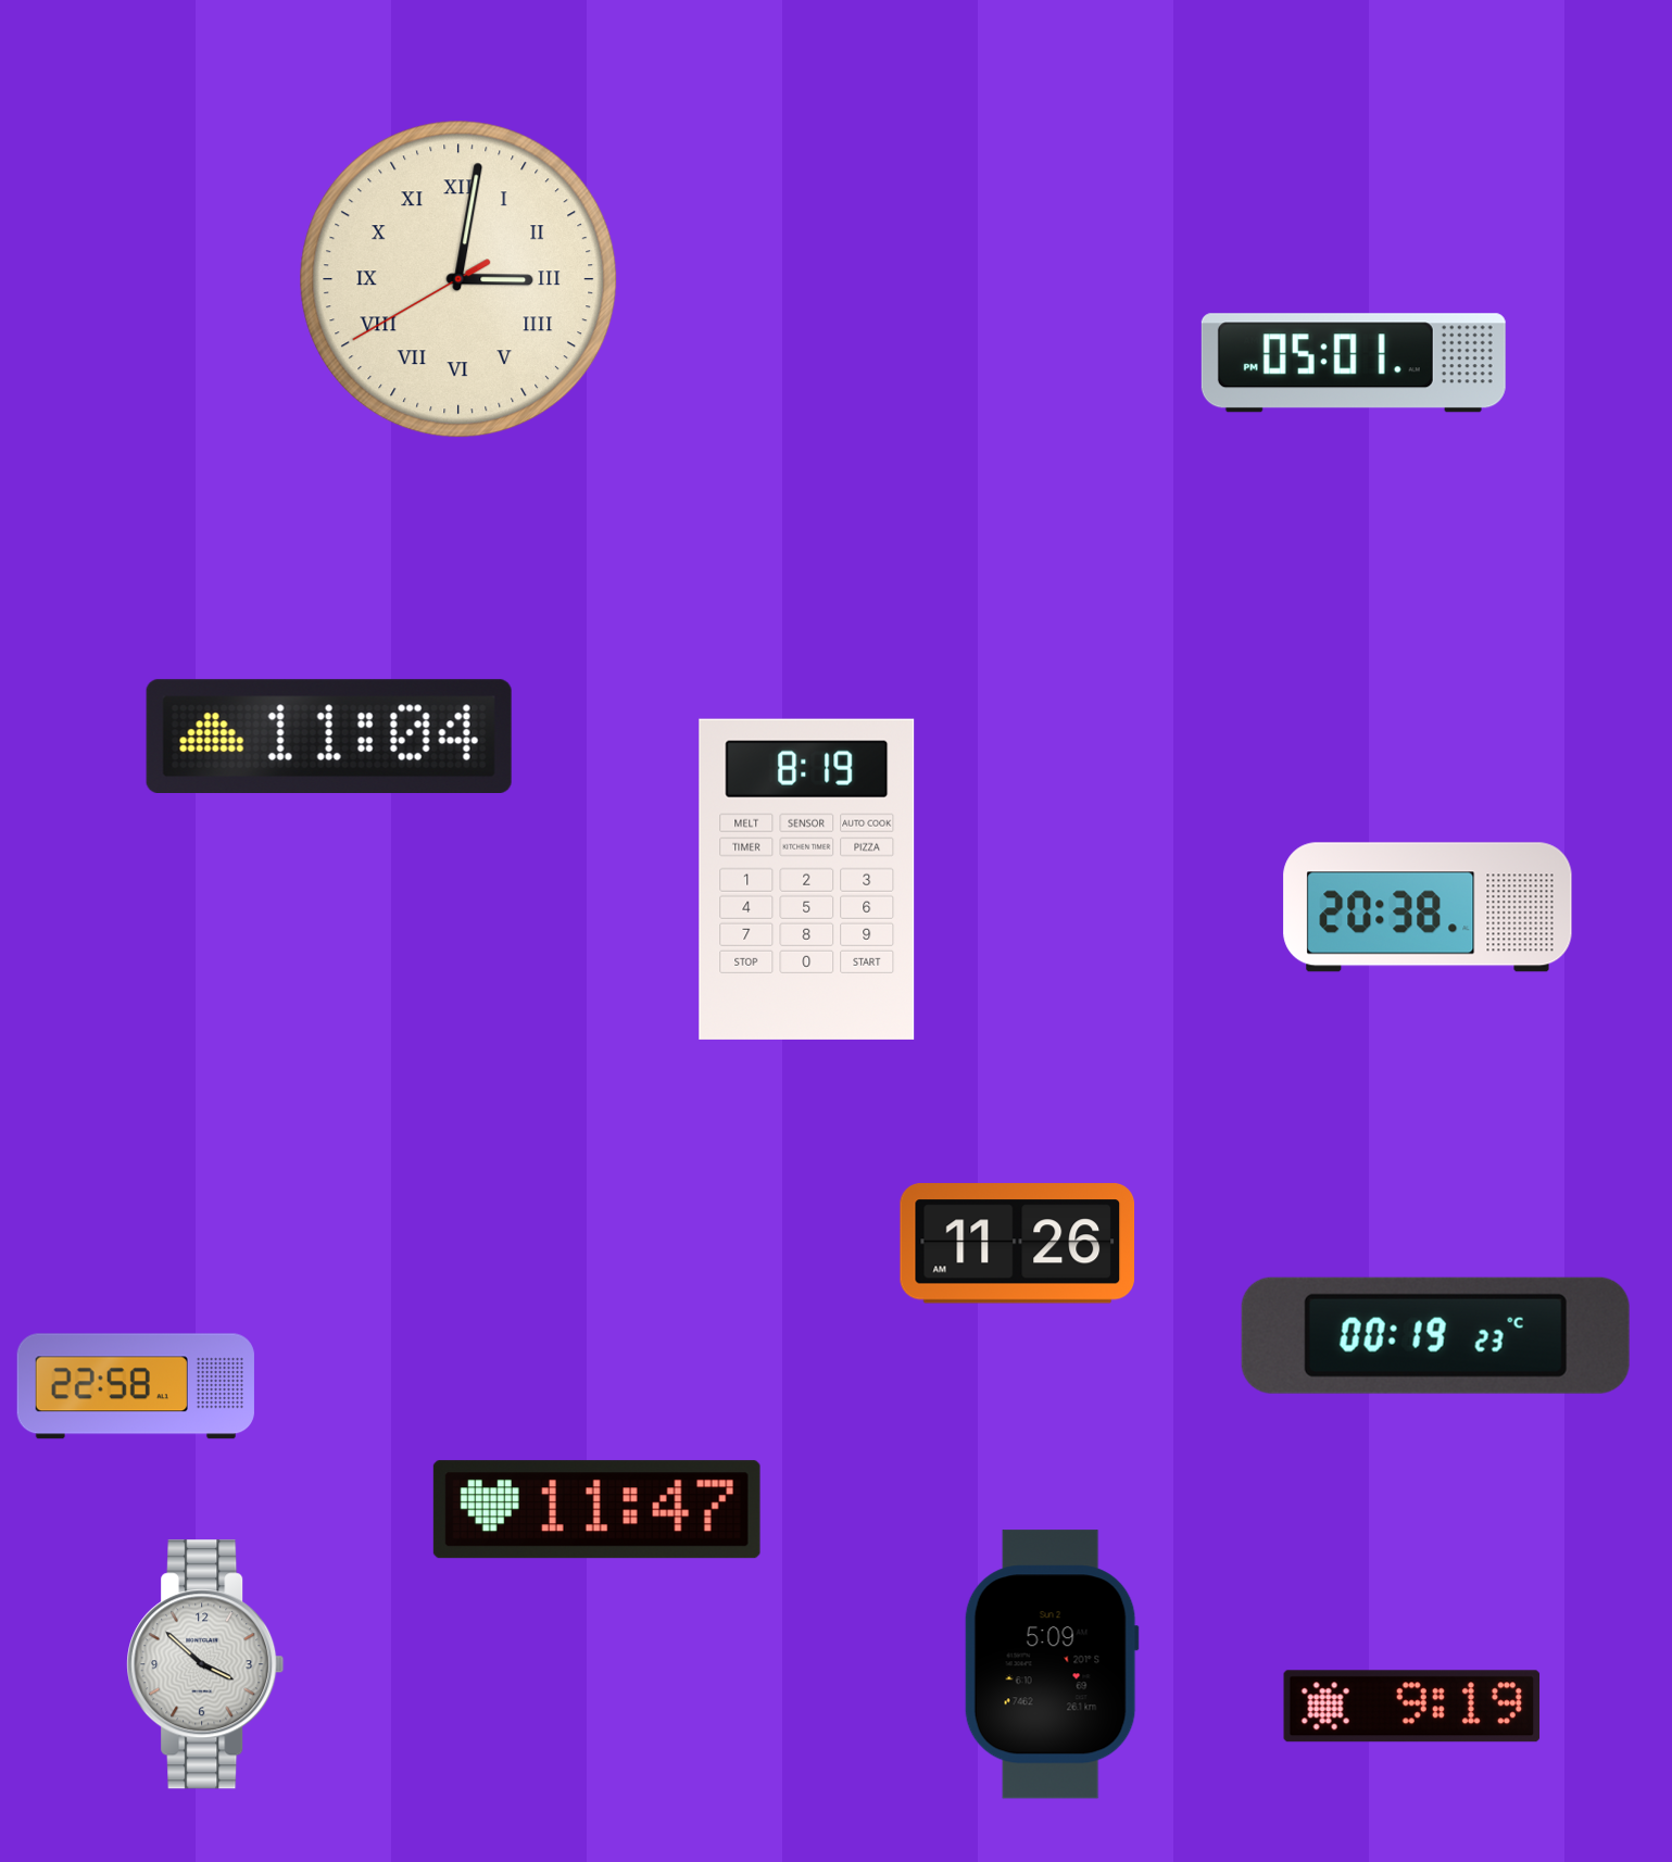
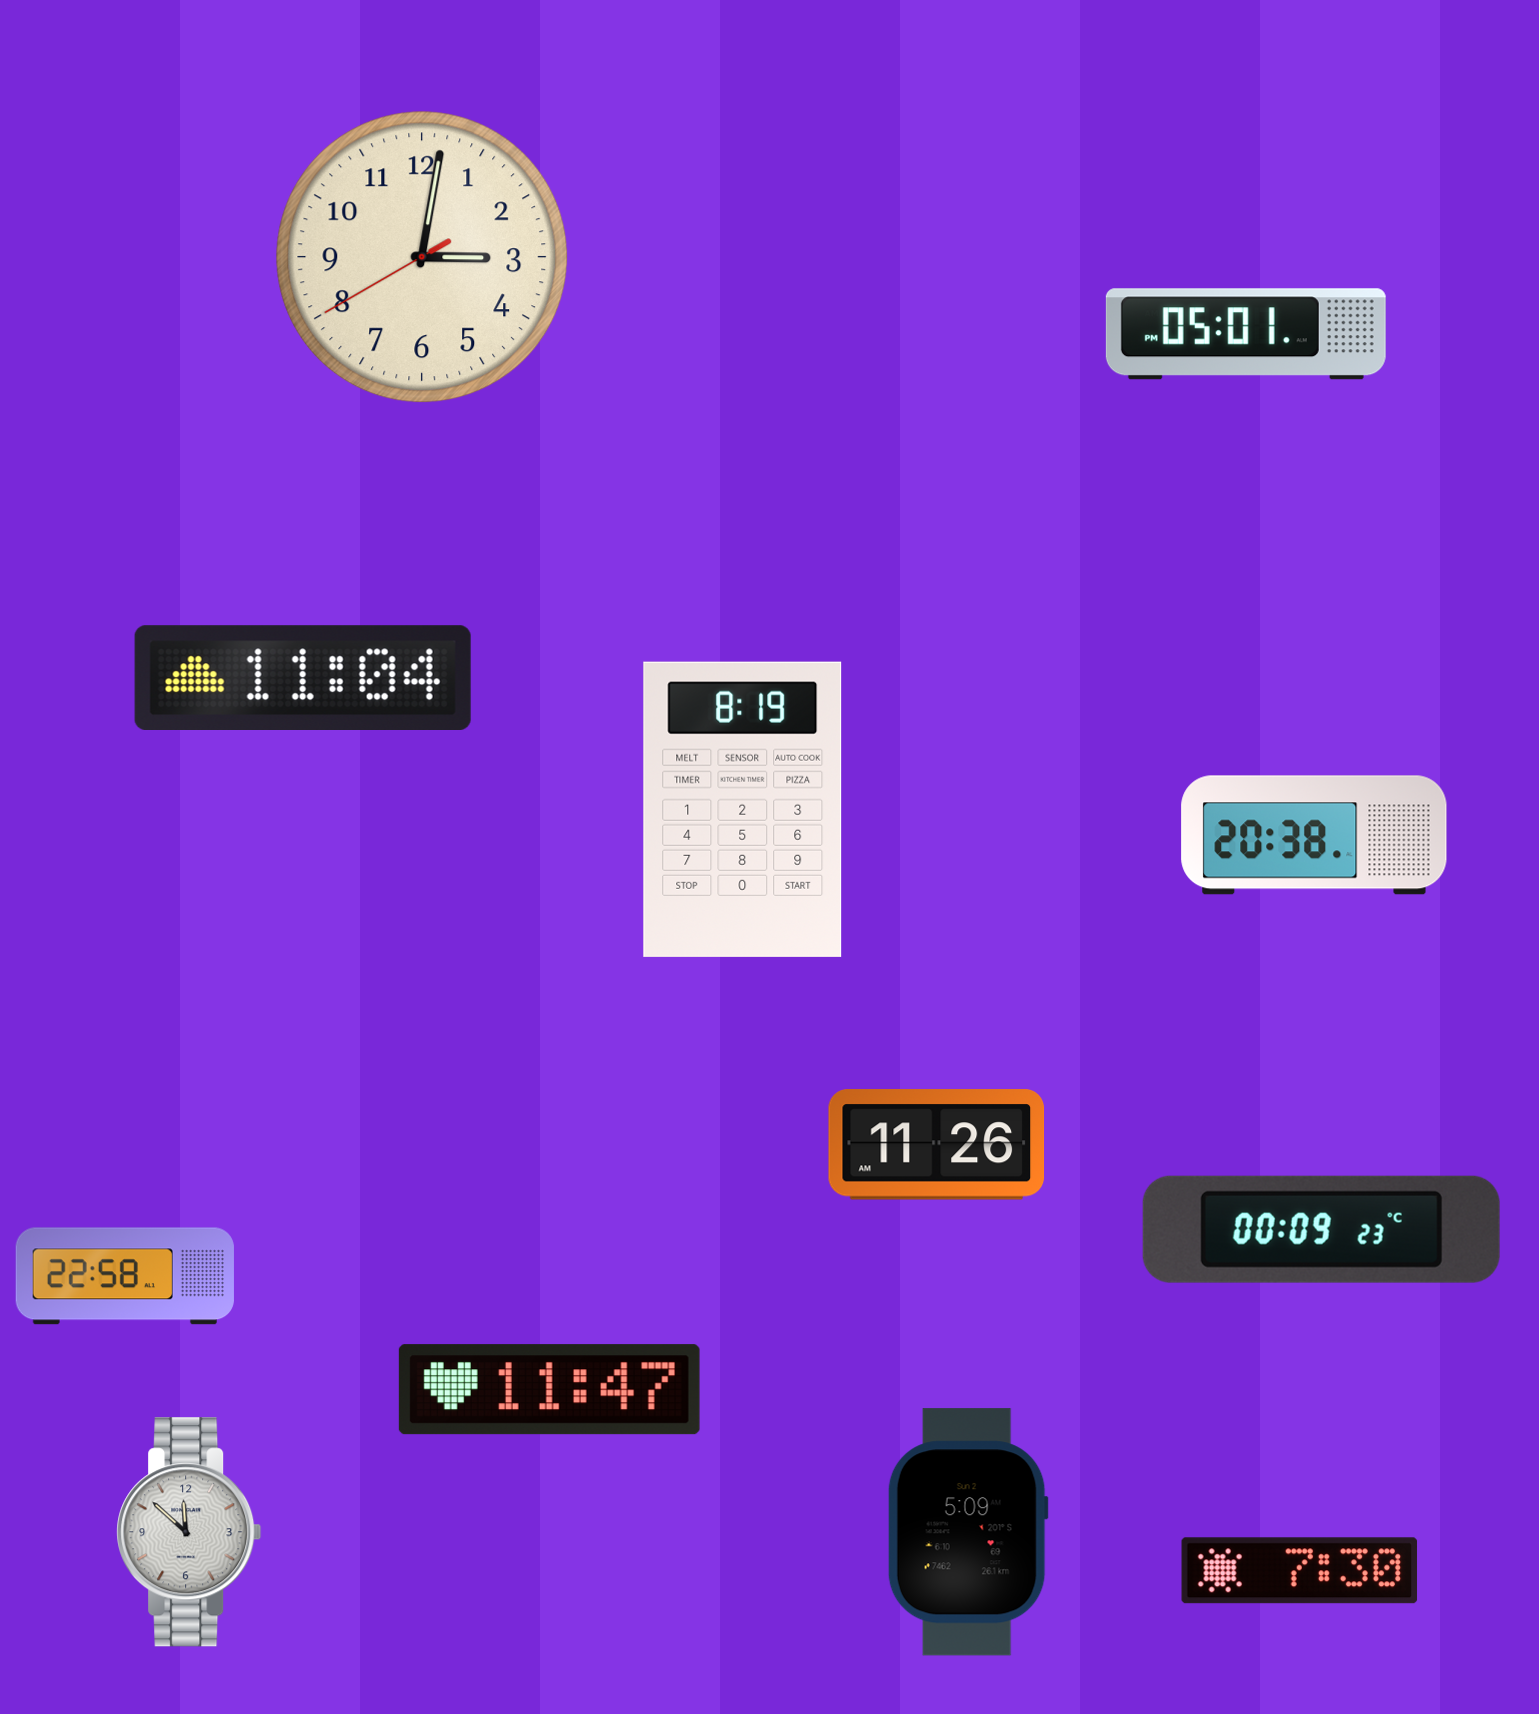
clock at (458, 279) numerals: Roman -> Arabic
clock at (1435, 1335): 00:19 -> 00:09
clock at (205, 1664): 3:52 -> 11:52
clock at (1412, 1707): 9:19 -> 7:30
